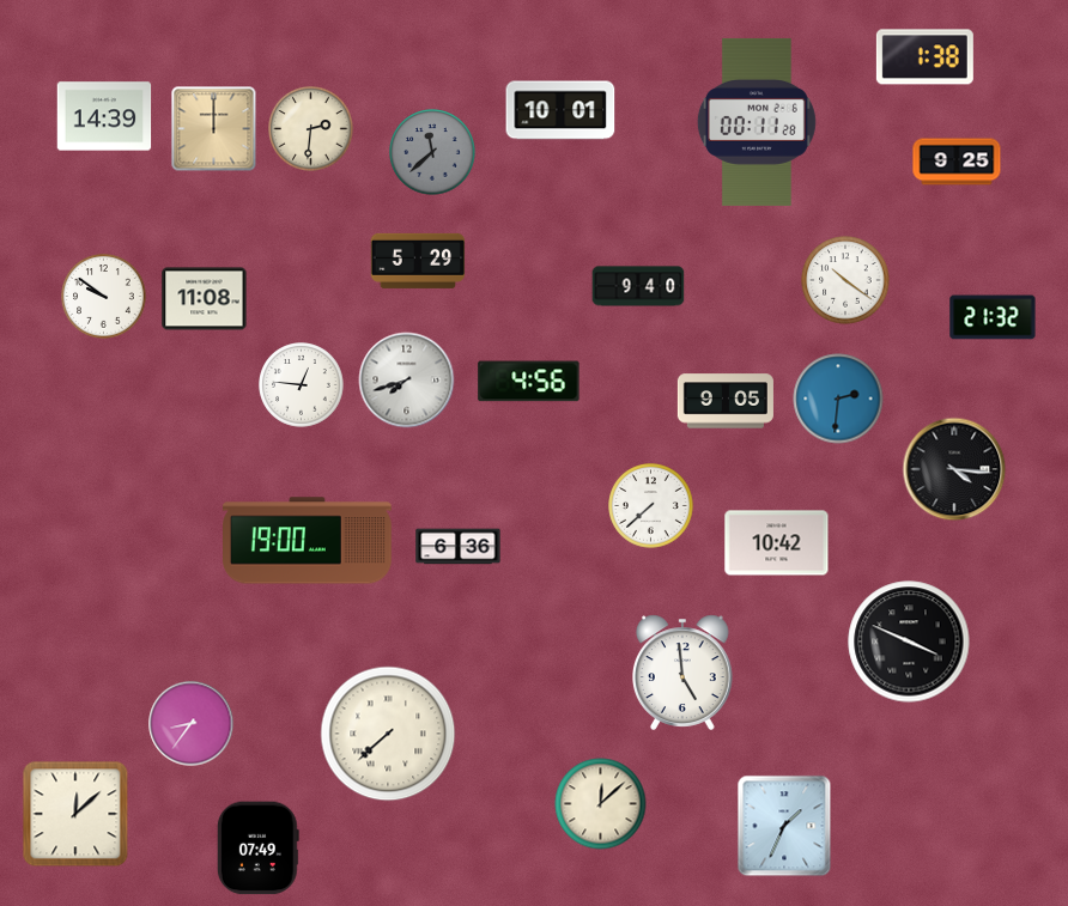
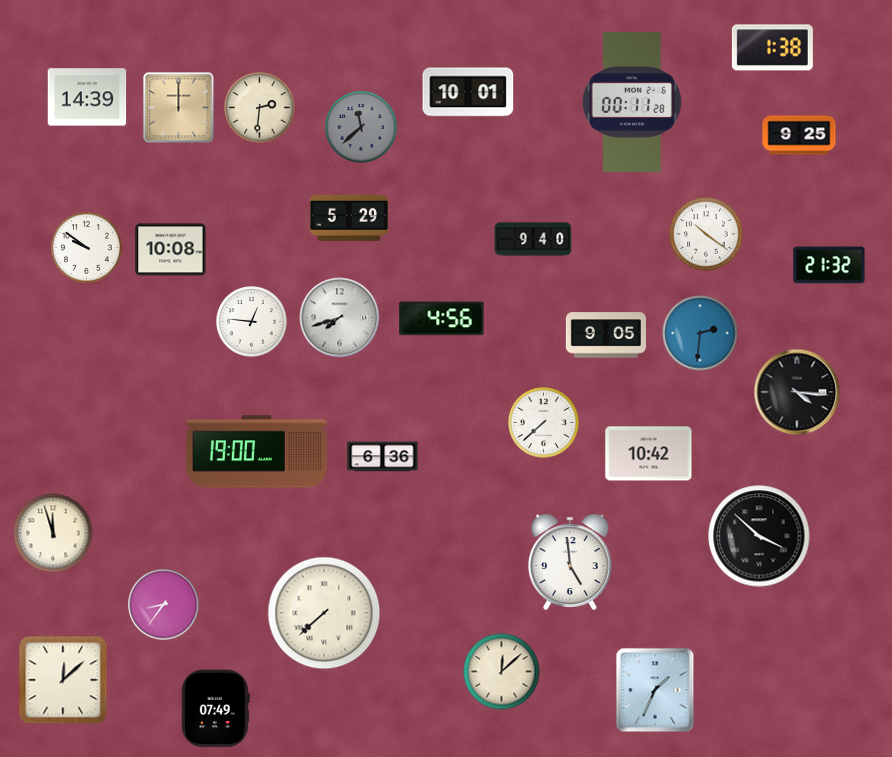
clock at (205, 299): 11:08 -> 10:08
clock at (53, 533): none -> 11:57
clock at (909, 642): 3:49 -> 3:52
clock at (192, 724) position: (192, 724) -> (164, 605)
